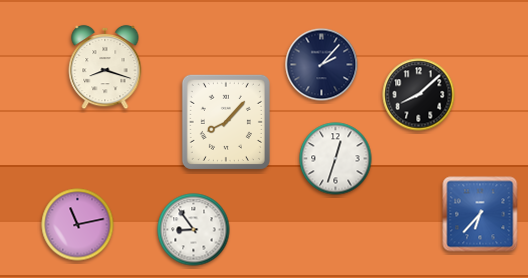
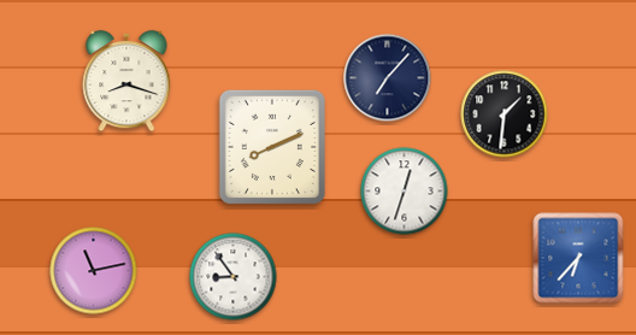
clock at (322, 65): 2:07 -> 7:07
clock at (419, 95): 8:08 -> 1:31
clock at (226, 122): 8:07 -> 8:11
